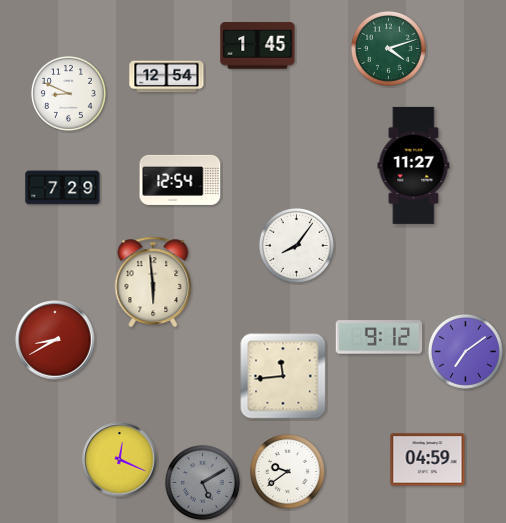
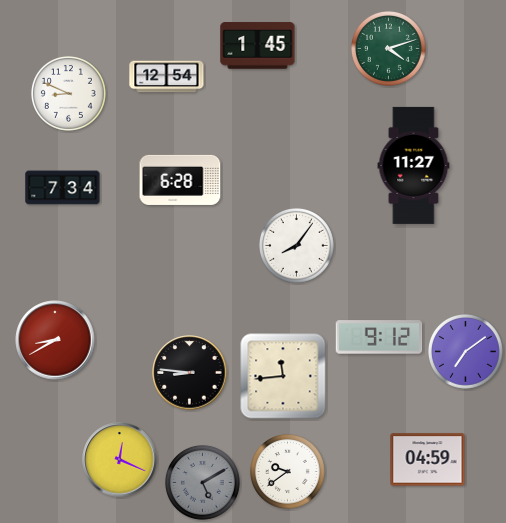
clock at (180, 180): 12:54 -> 6:28
clock at (63, 188): 7:29 -> 7:34
clock at (153, 282): 5:59 -> none
clock at (190, 373): none -> 8:46
